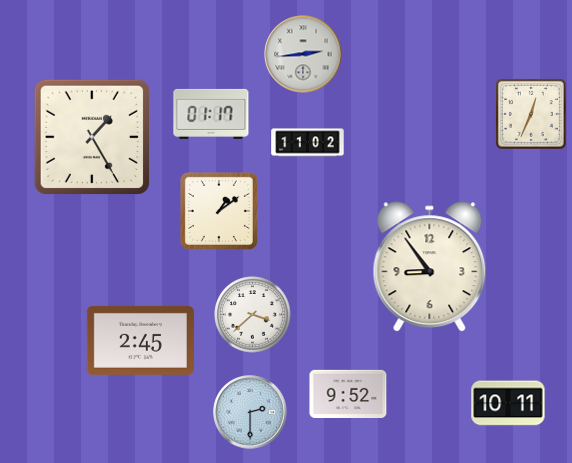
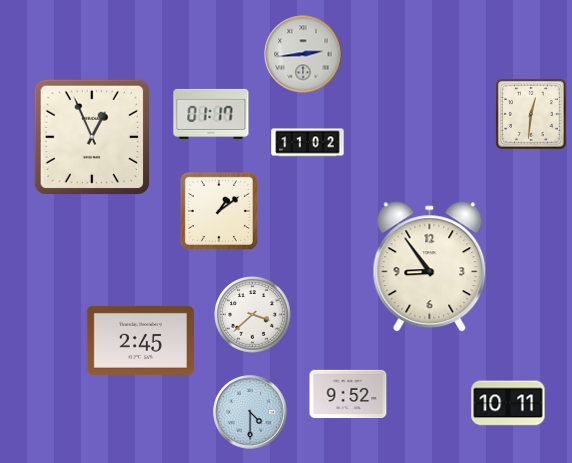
clock at (532, 115): 12:34 -> 12:31
clock at (91, 136): 1:25 -> 12:56
clock at (250, 412): 2:30 -> 4:30
